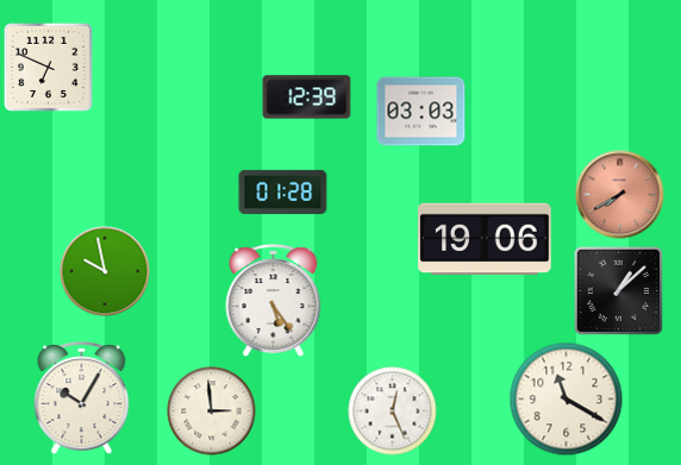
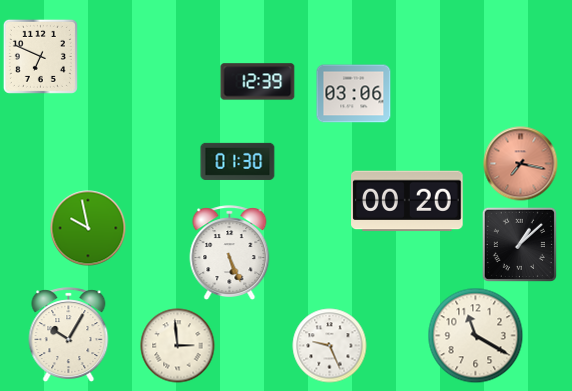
clock at (421, 112): 03:03 -> 03:06
clock at (283, 191): 01:28 -> 01:30
clock at (620, 195): 7:40 -> 7:17
clock at (485, 239): 19:06 -> 00:20
clock at (274, 300): 5:24 -> 5:26
clock at (393, 411): 12:26 -> 9:26
